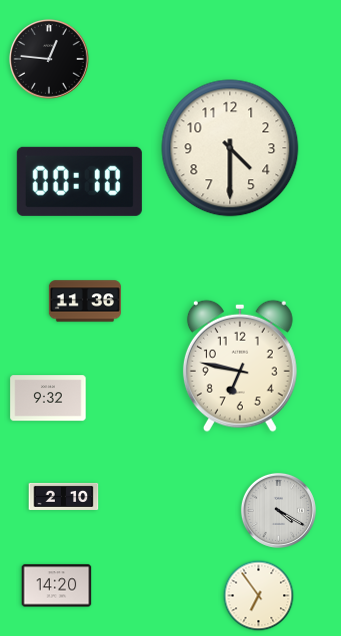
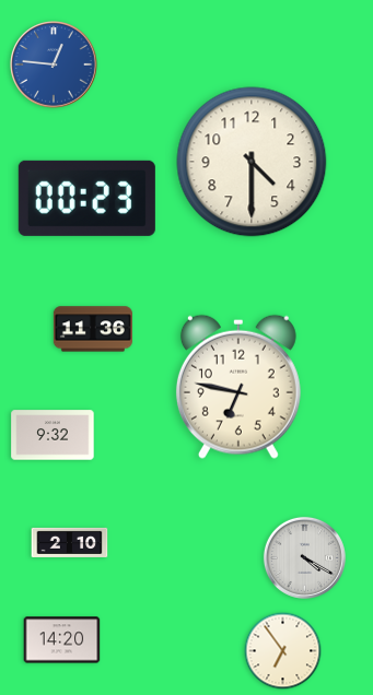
clock at (49, 59) dial: black -> blue
clock at (79, 181): 00:10 -> 00:23
clock at (240, 366) position: (240, 366) -> (238, 387)
